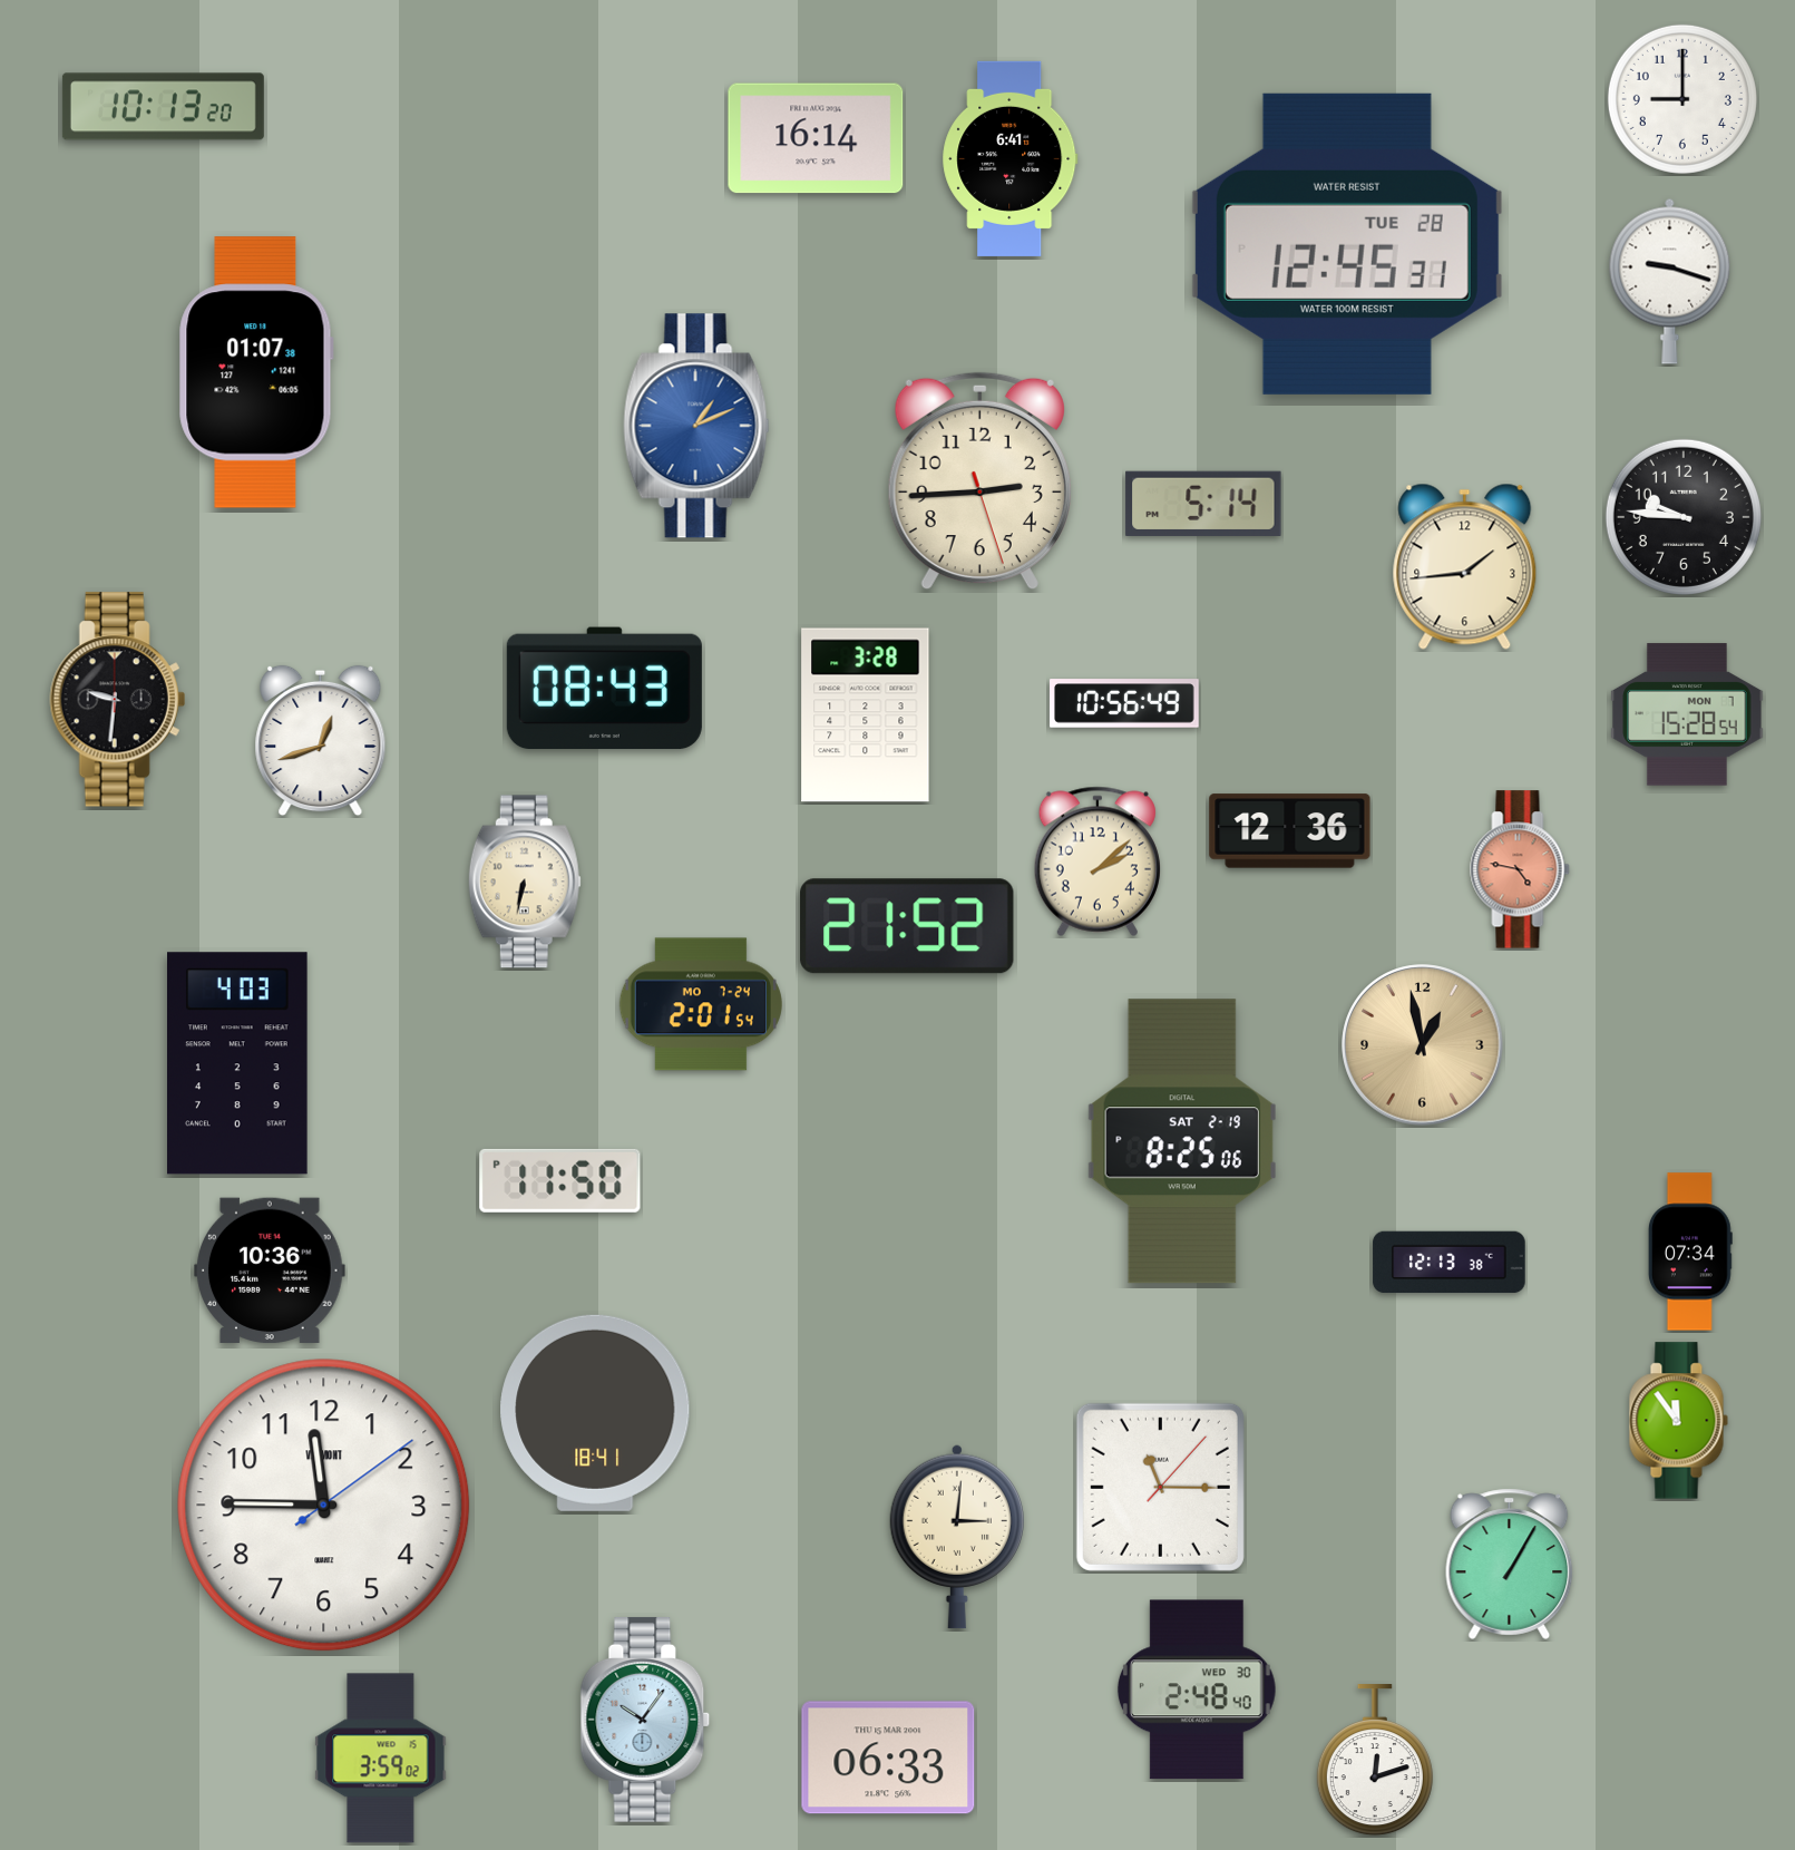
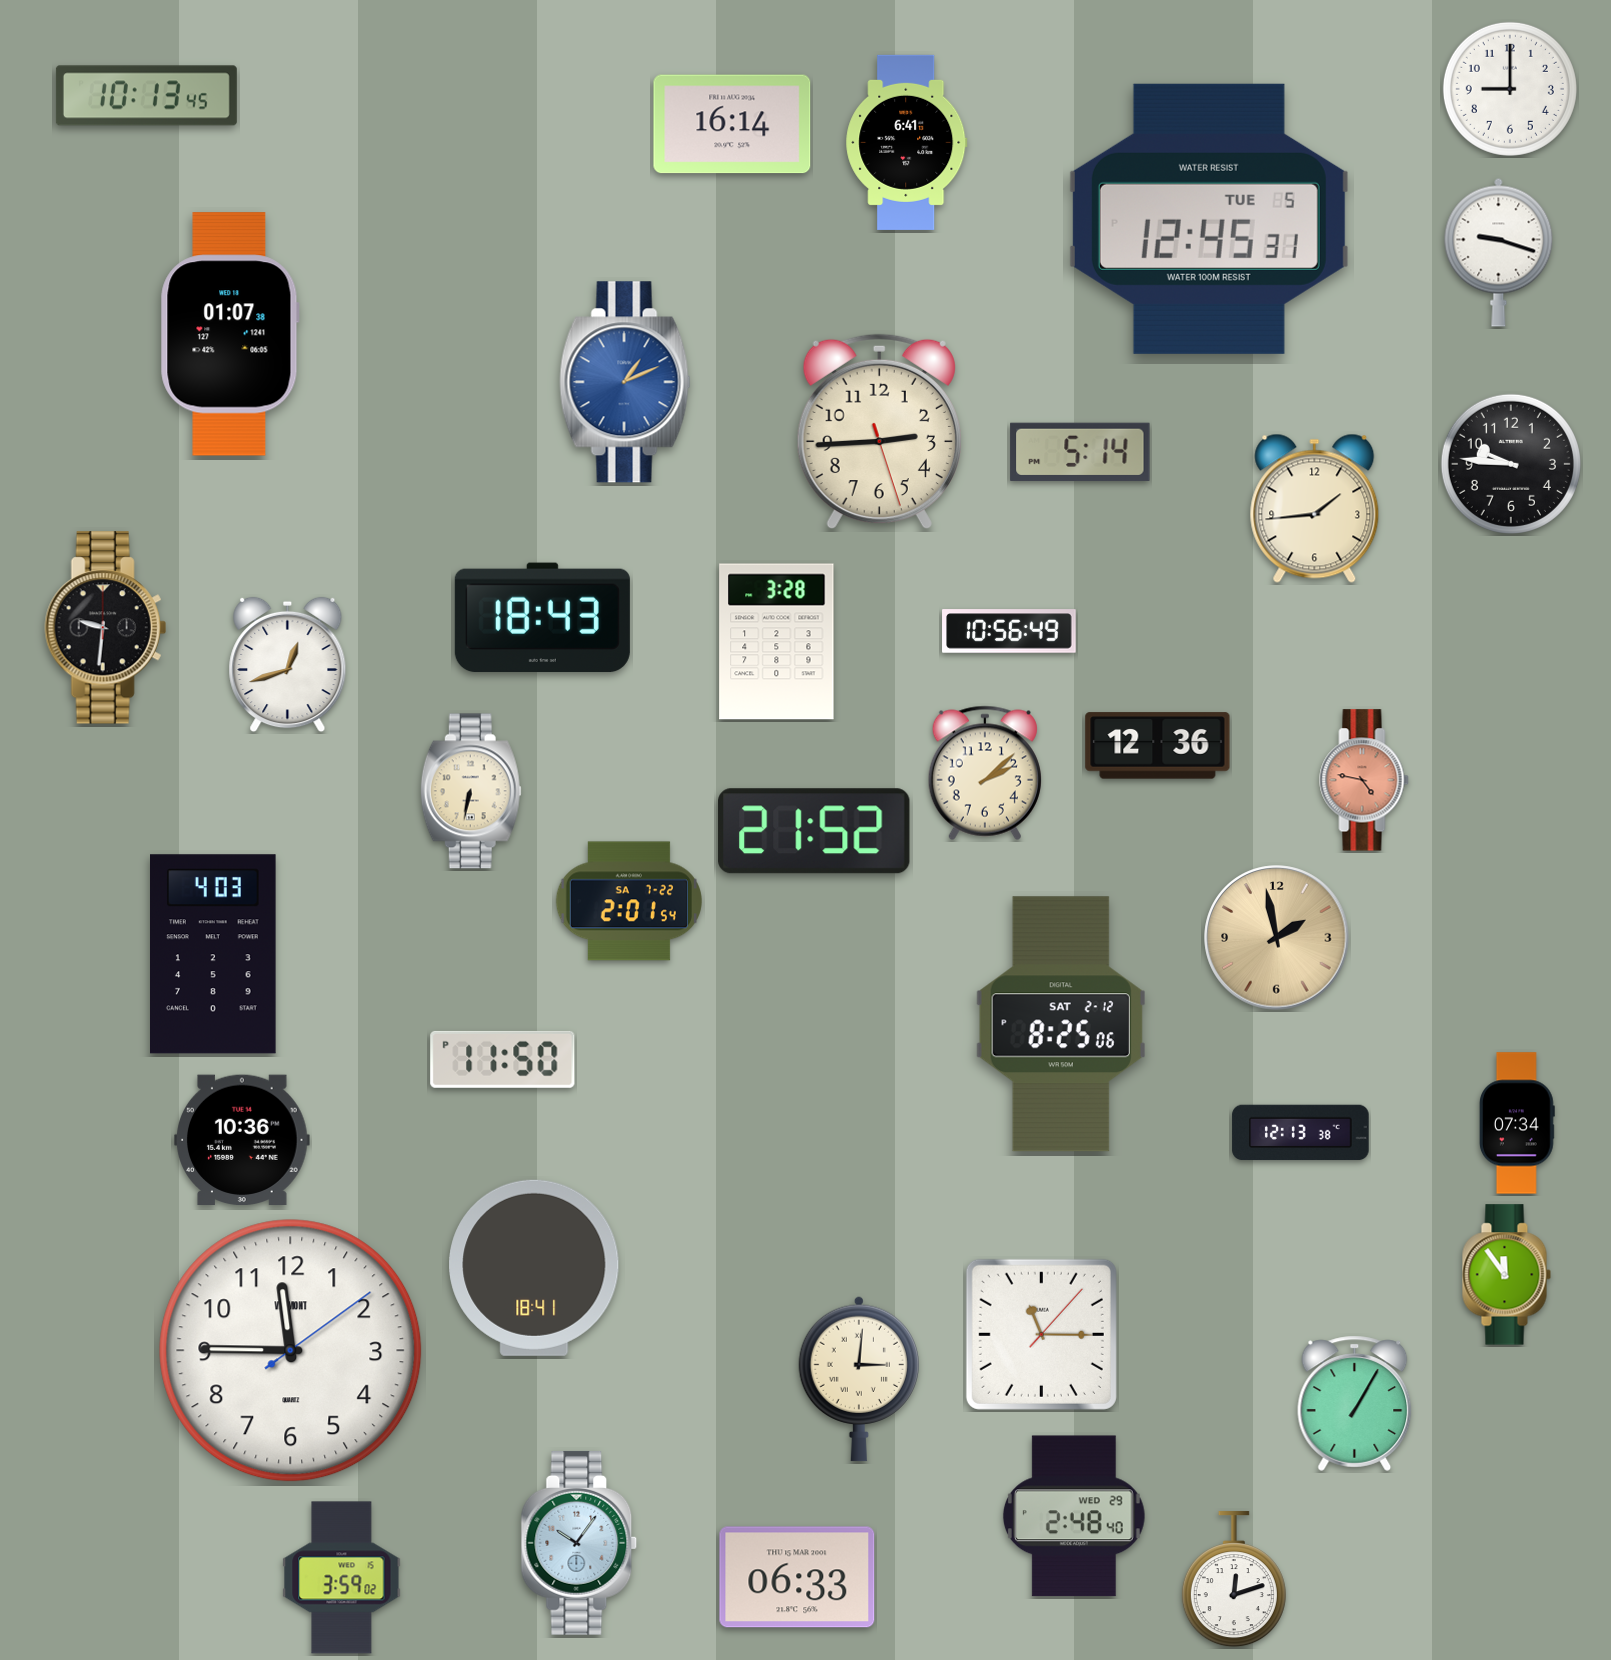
clock at (163, 107): 10:13:20 -> 10:13:45
clock at (1347, 244) date: TUE 28 -> TUE 5
clock at (604, 689): 08:43 -> 18:43
clock at (1687, 714): 15:28 -> none
clock at (701, 1004) date: MO 7-24 -> SA 7-22
clock at (1423, 1045): 12:58 -> 1:58
clock at (1182, 1141) date: SAT 2-19 -> SAT 2-12
clock at (1197, 1690) date: WED 30 -> WED 29
